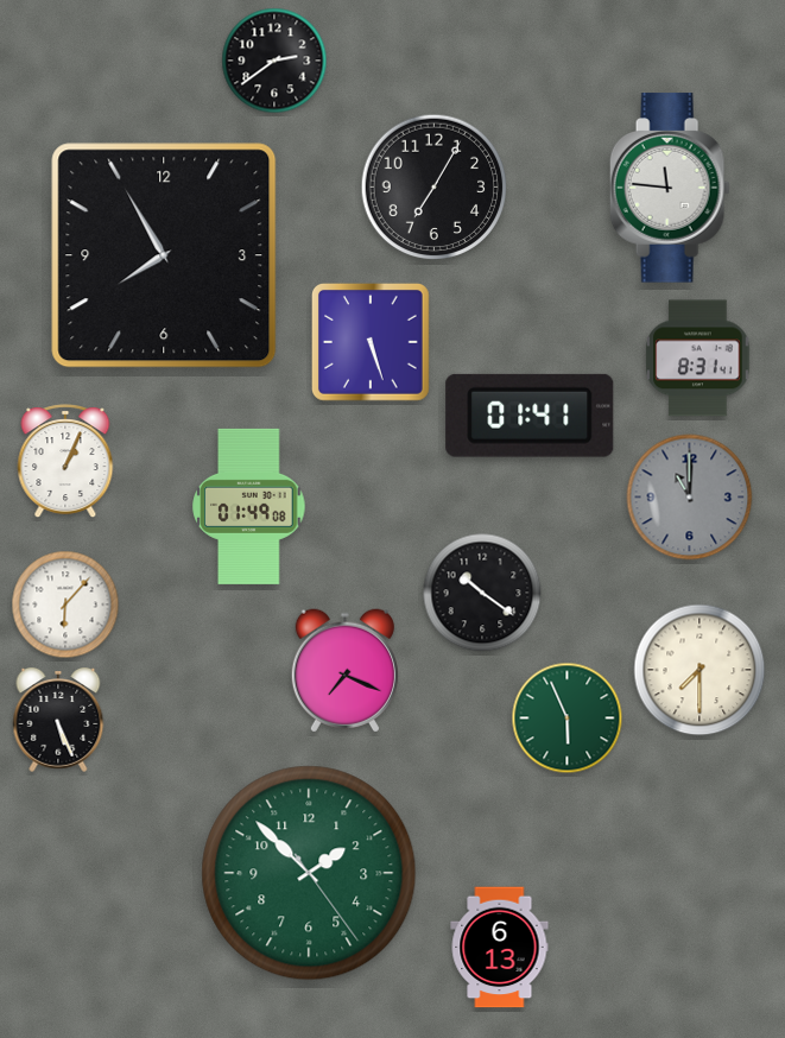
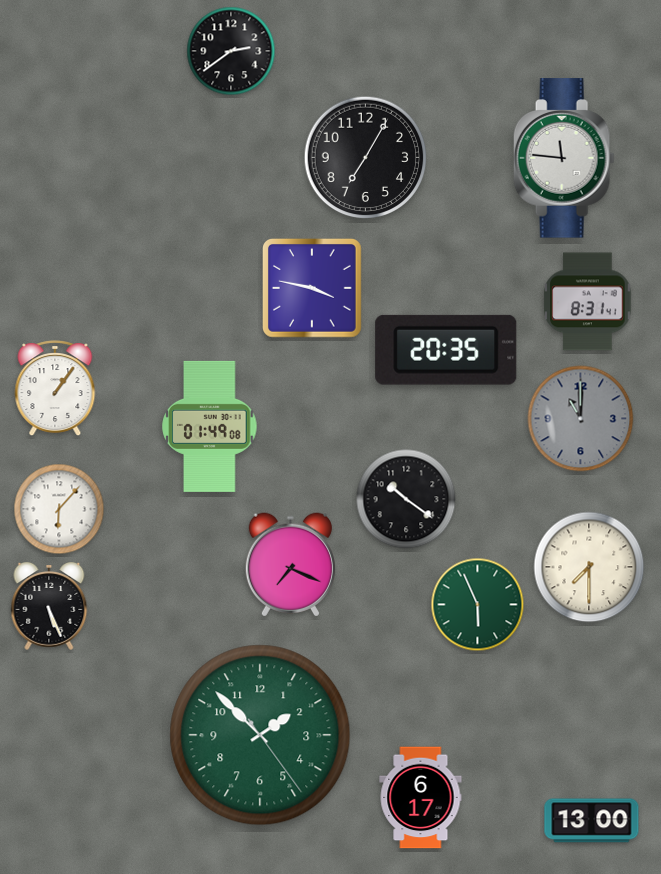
clock at (164, 255): 7:55 -> none
clock at (372, 343): 5:27 -> 3:47
clock at (530, 416): 01:41 -> 20:35
clock at (65, 462): 1:04 -> 1:06
clock at (65, 605) position: (65, 605) -> (59, 509)
clock at (699, 670) position: (699, 670) -> (589, 567)
clock at (500, 948): 6:13 -> 6:17
clock at (592, 821): none -> 13:00
